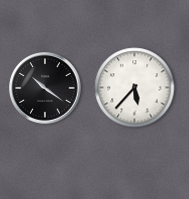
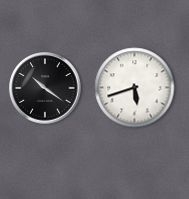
clock at (135, 88): 5:37 -> 5:42
